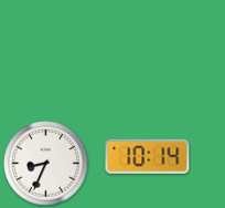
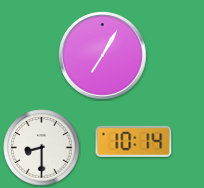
clock at (103, 56): none -> 7:05
clock at (46, 164): 8:34 -> 8:30
